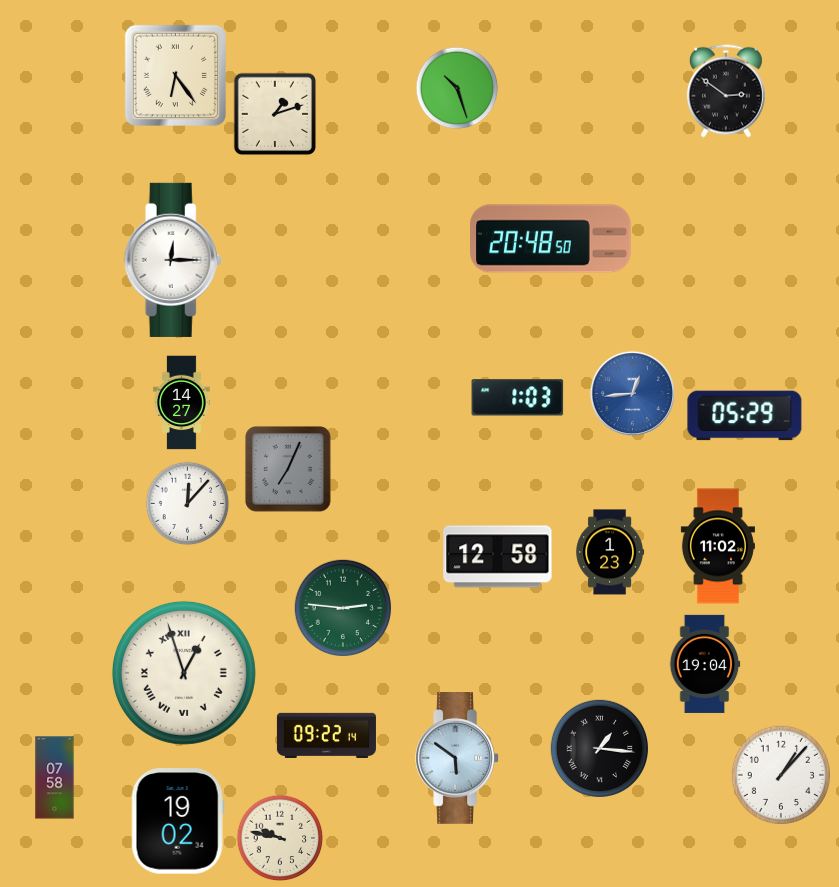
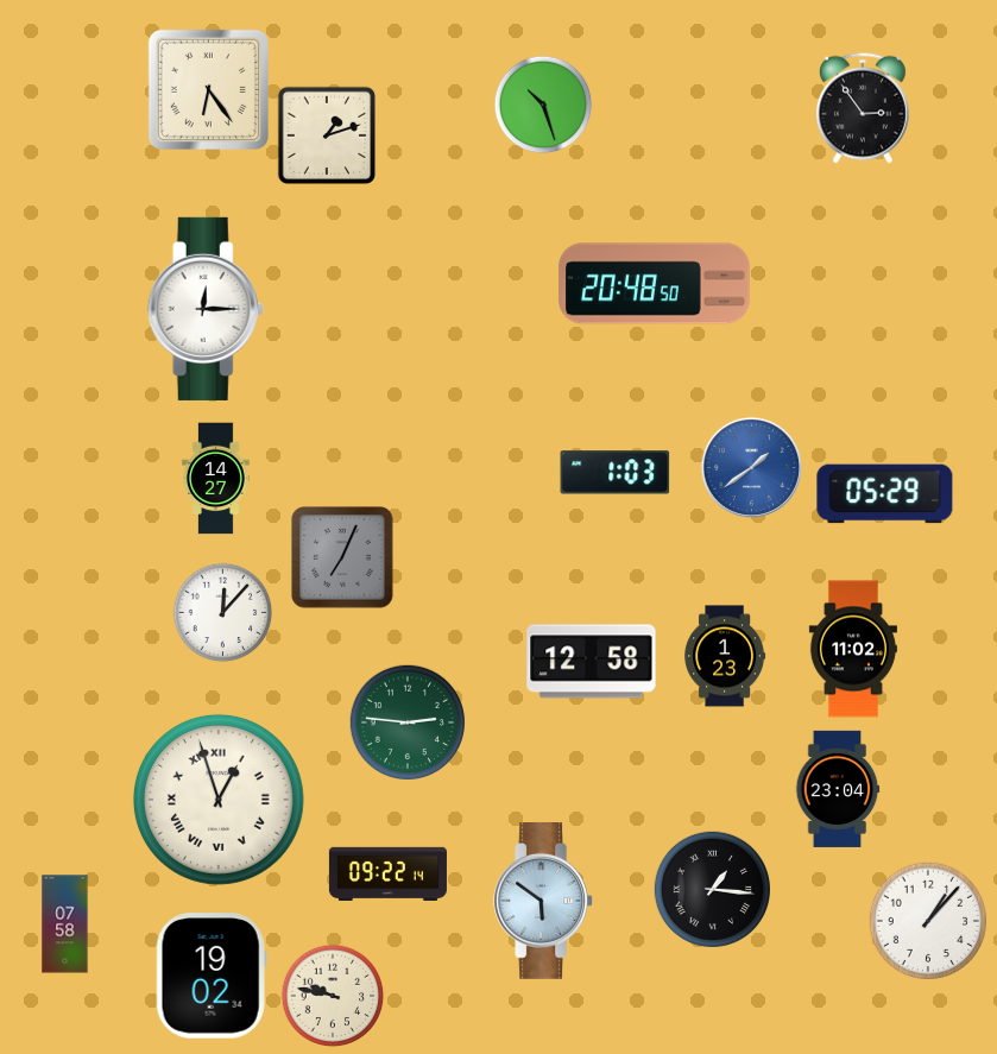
clock at (726, 91): 2:51 -> 2:54
clock at (632, 393): 12:44 -> 1:39
clock at (188, 504) position: (188, 504) -> (223, 613)
clock at (705, 664): 19:04 -> 23:04
